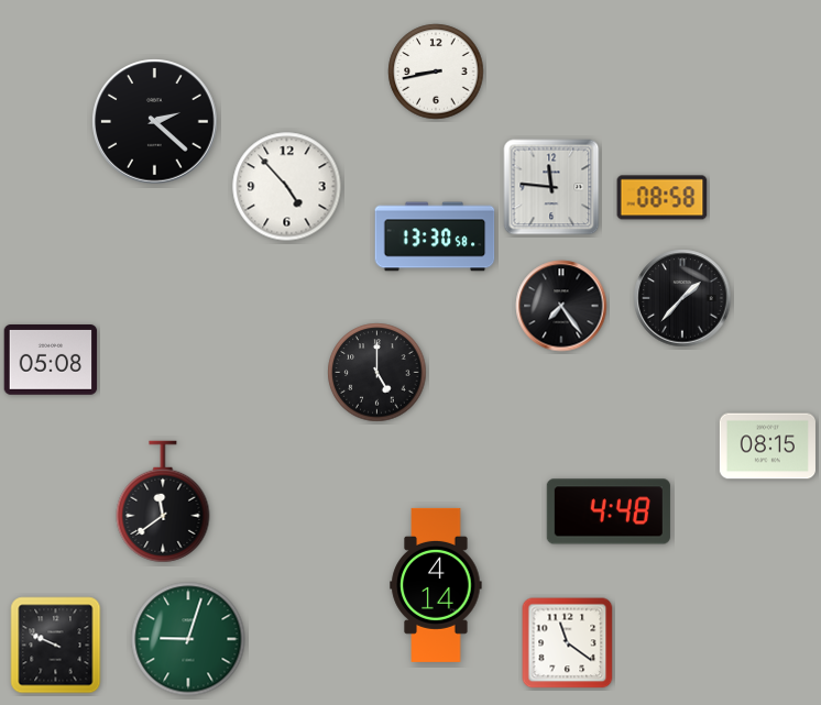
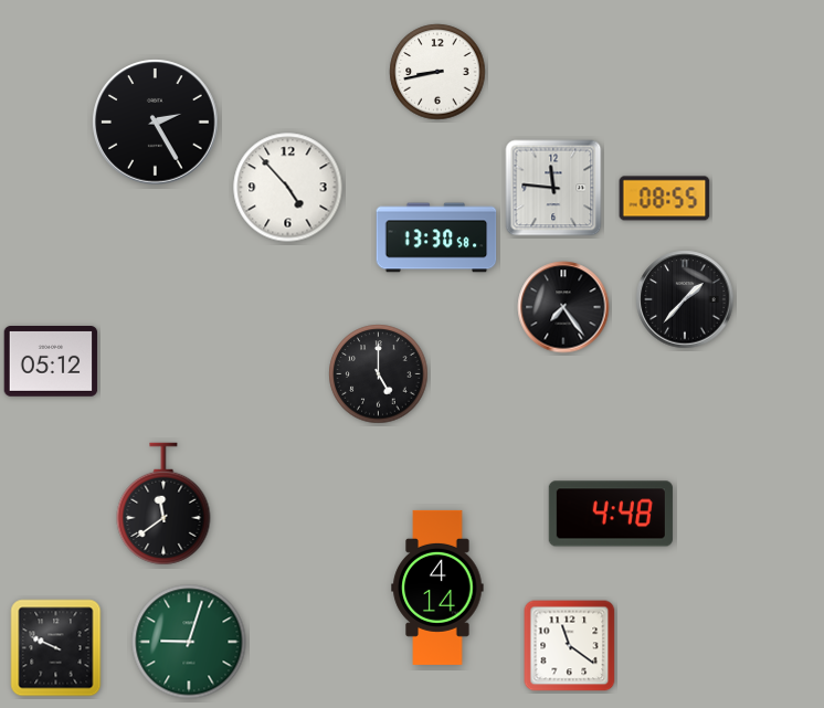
clock at (155, 122): 2:22 -> 2:25
clock at (663, 198): 08:58 -> 08:55
clock at (51, 361): 05:08 -> 05:12
clock at (767, 447): 08:15 -> none
